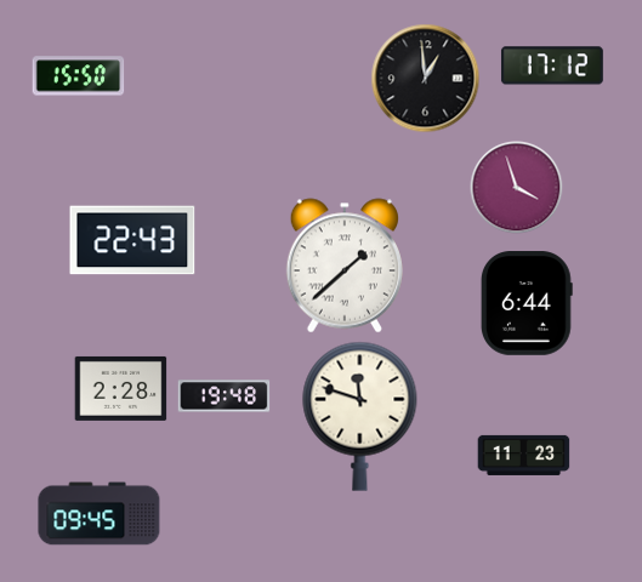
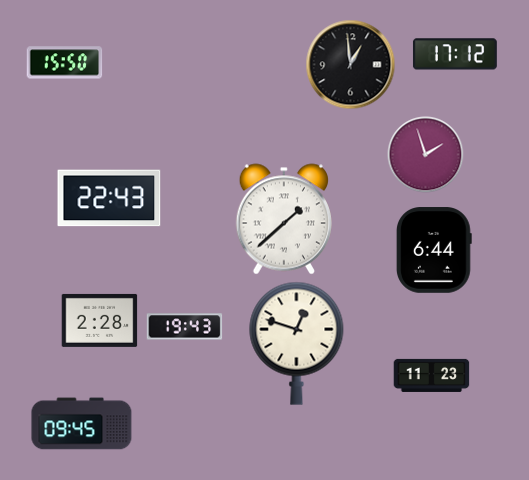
clock at (517, 188): 3:57 -> 1:57
clock at (225, 396): 19:48 -> 19:43
clock at (360, 416): 11:48 -> 12:48
